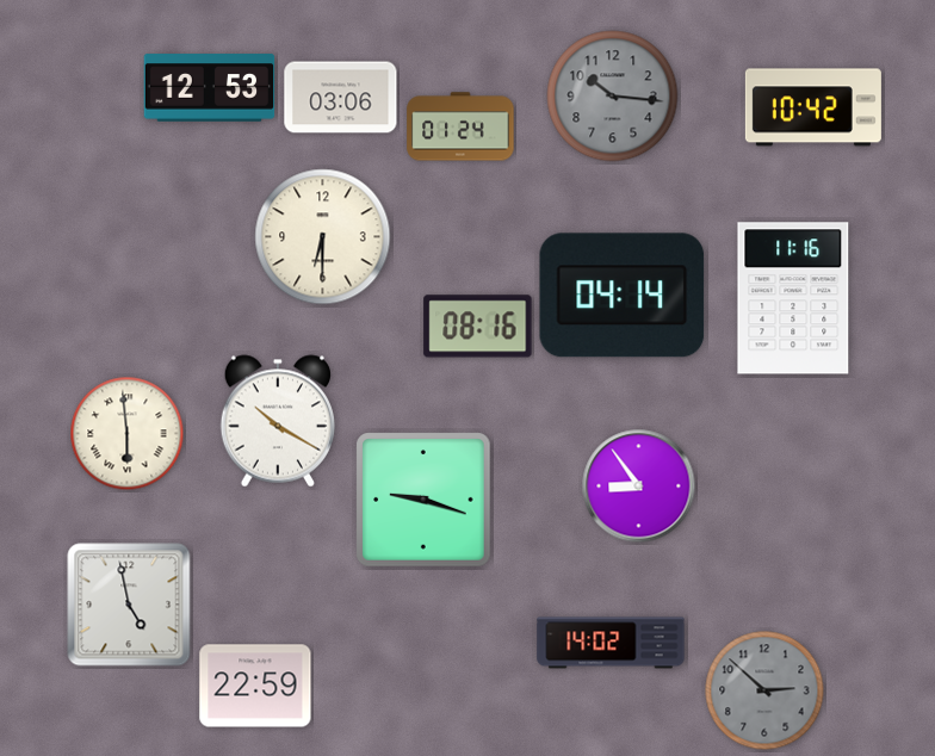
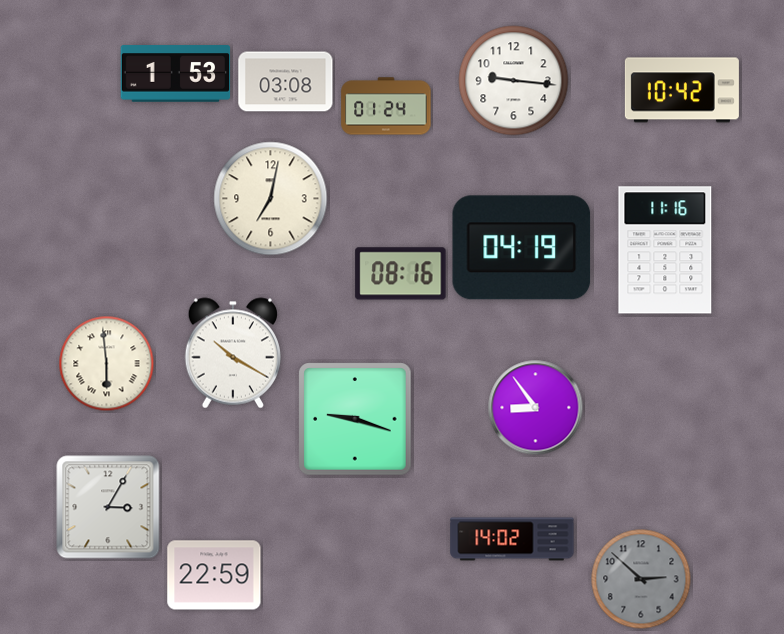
clock at (210, 88): 12:53 -> 1:53
clock at (613, 97): 10:16 -> 9:16
clock at (613, 97) dial: grey -> white
clock at (341, 98): 03:06 -> 03:08
clock at (323, 237): 6:30 -> 7:02
clock at (623, 296): 04:14 -> 04:19
clock at (129, 605): 4:58 -> 3:05
